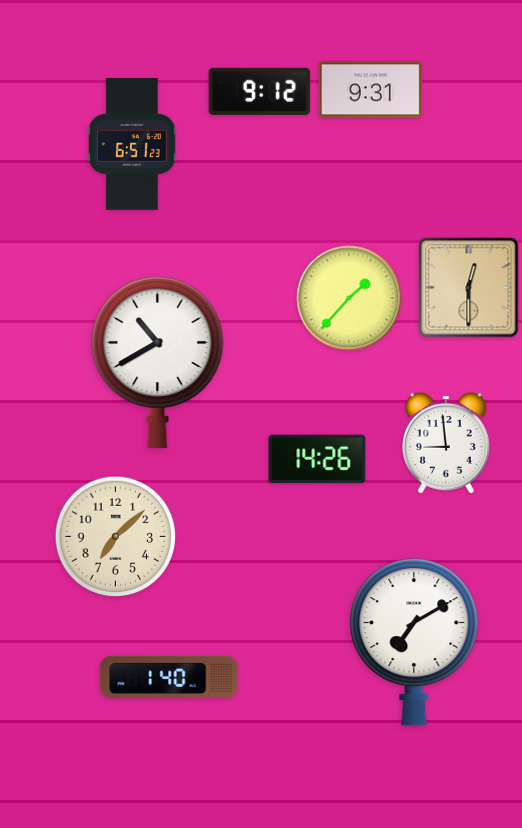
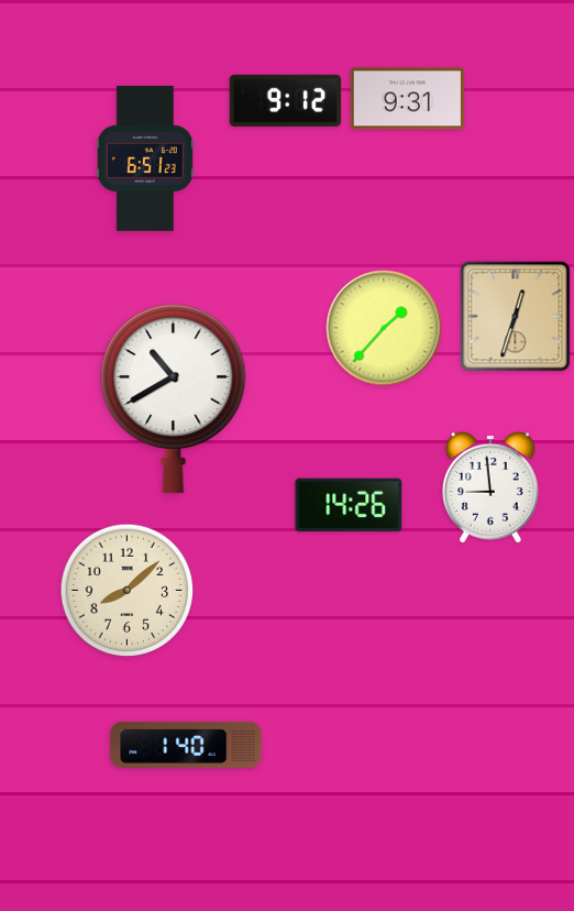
clock at (469, 288): 12:30 -> 12:33
clock at (116, 537): 7:08 -> 8:08
clock at (414, 642): 7:10 -> none
